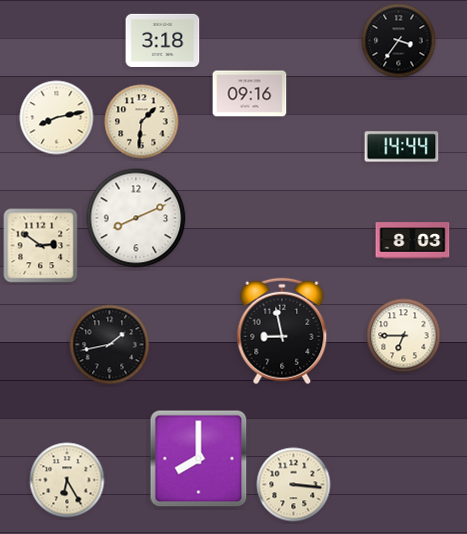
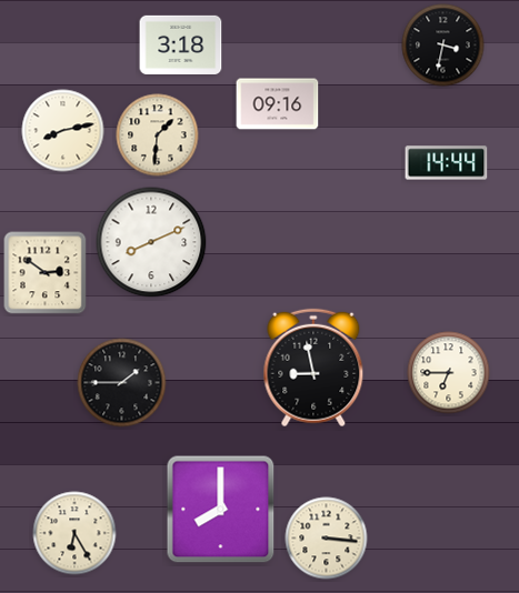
clock at (399, 41): 3:36 -> 3:32
clock at (413, 241): 8:03 -> none
clock at (110, 345): 1:43 -> 1:45
